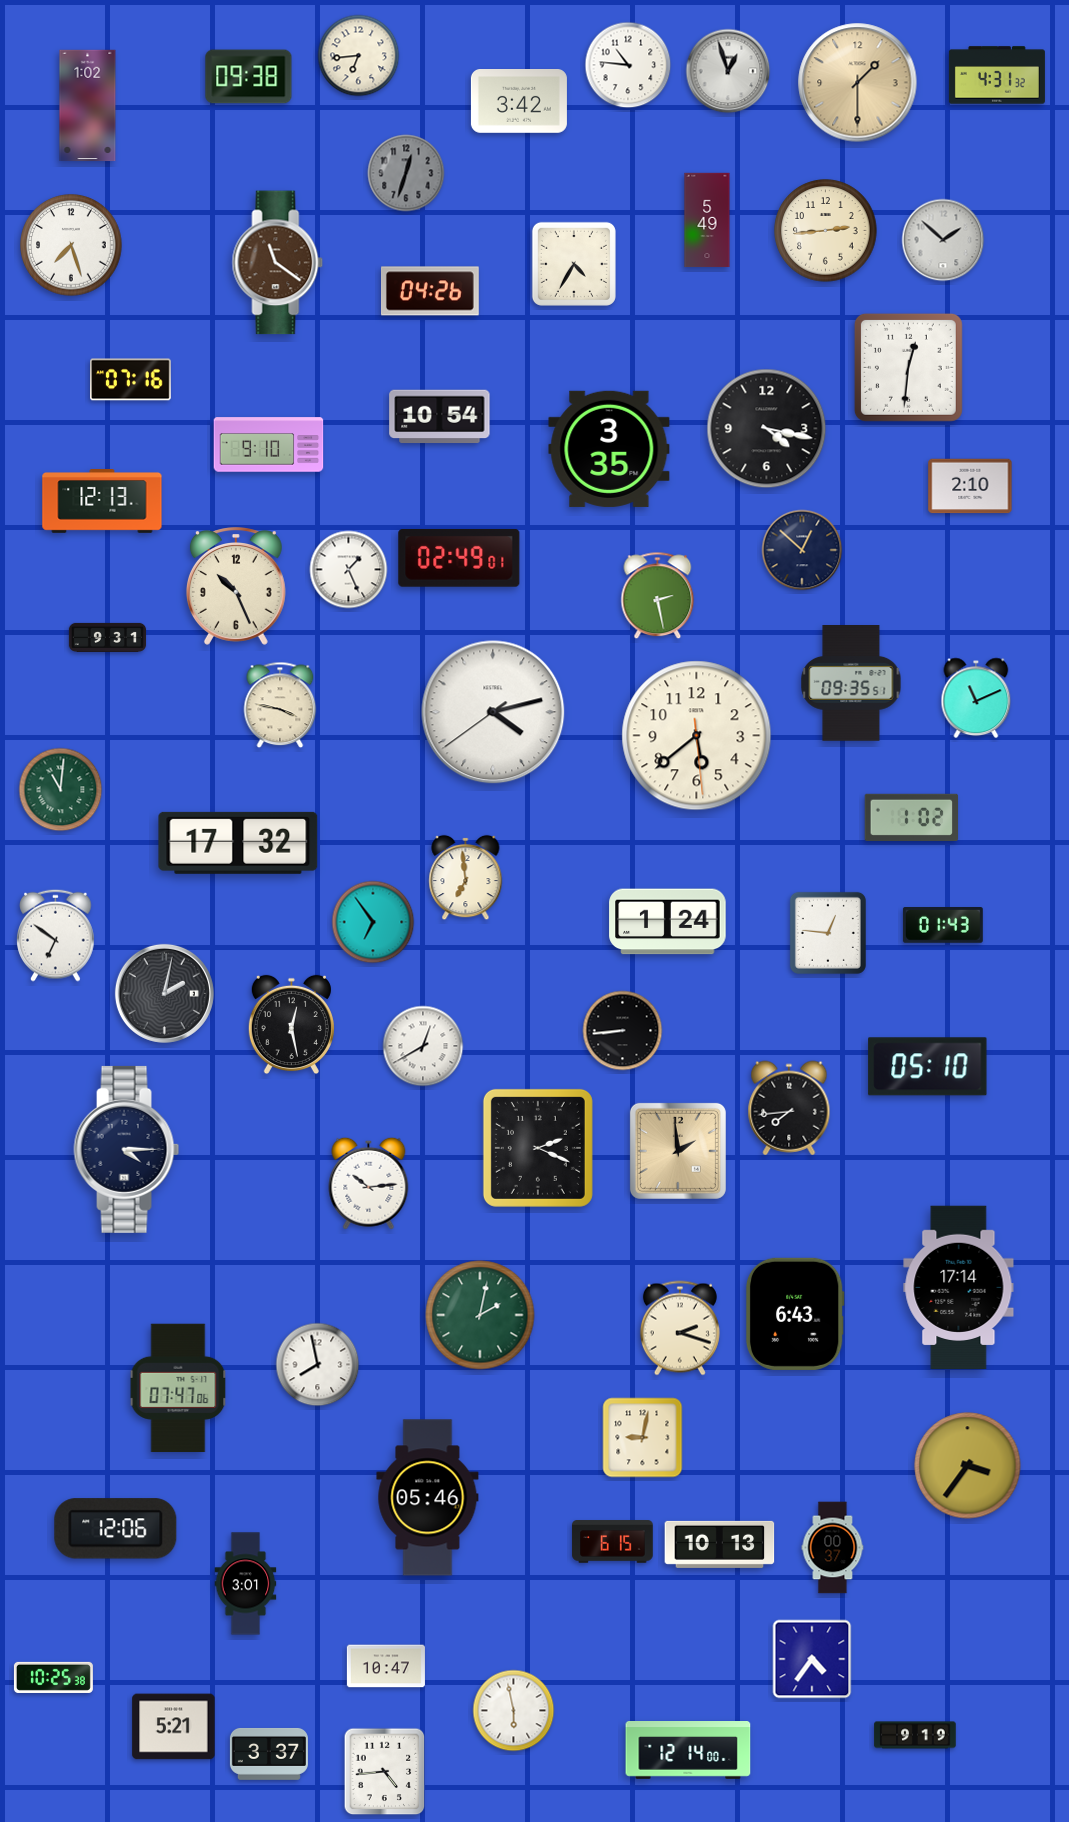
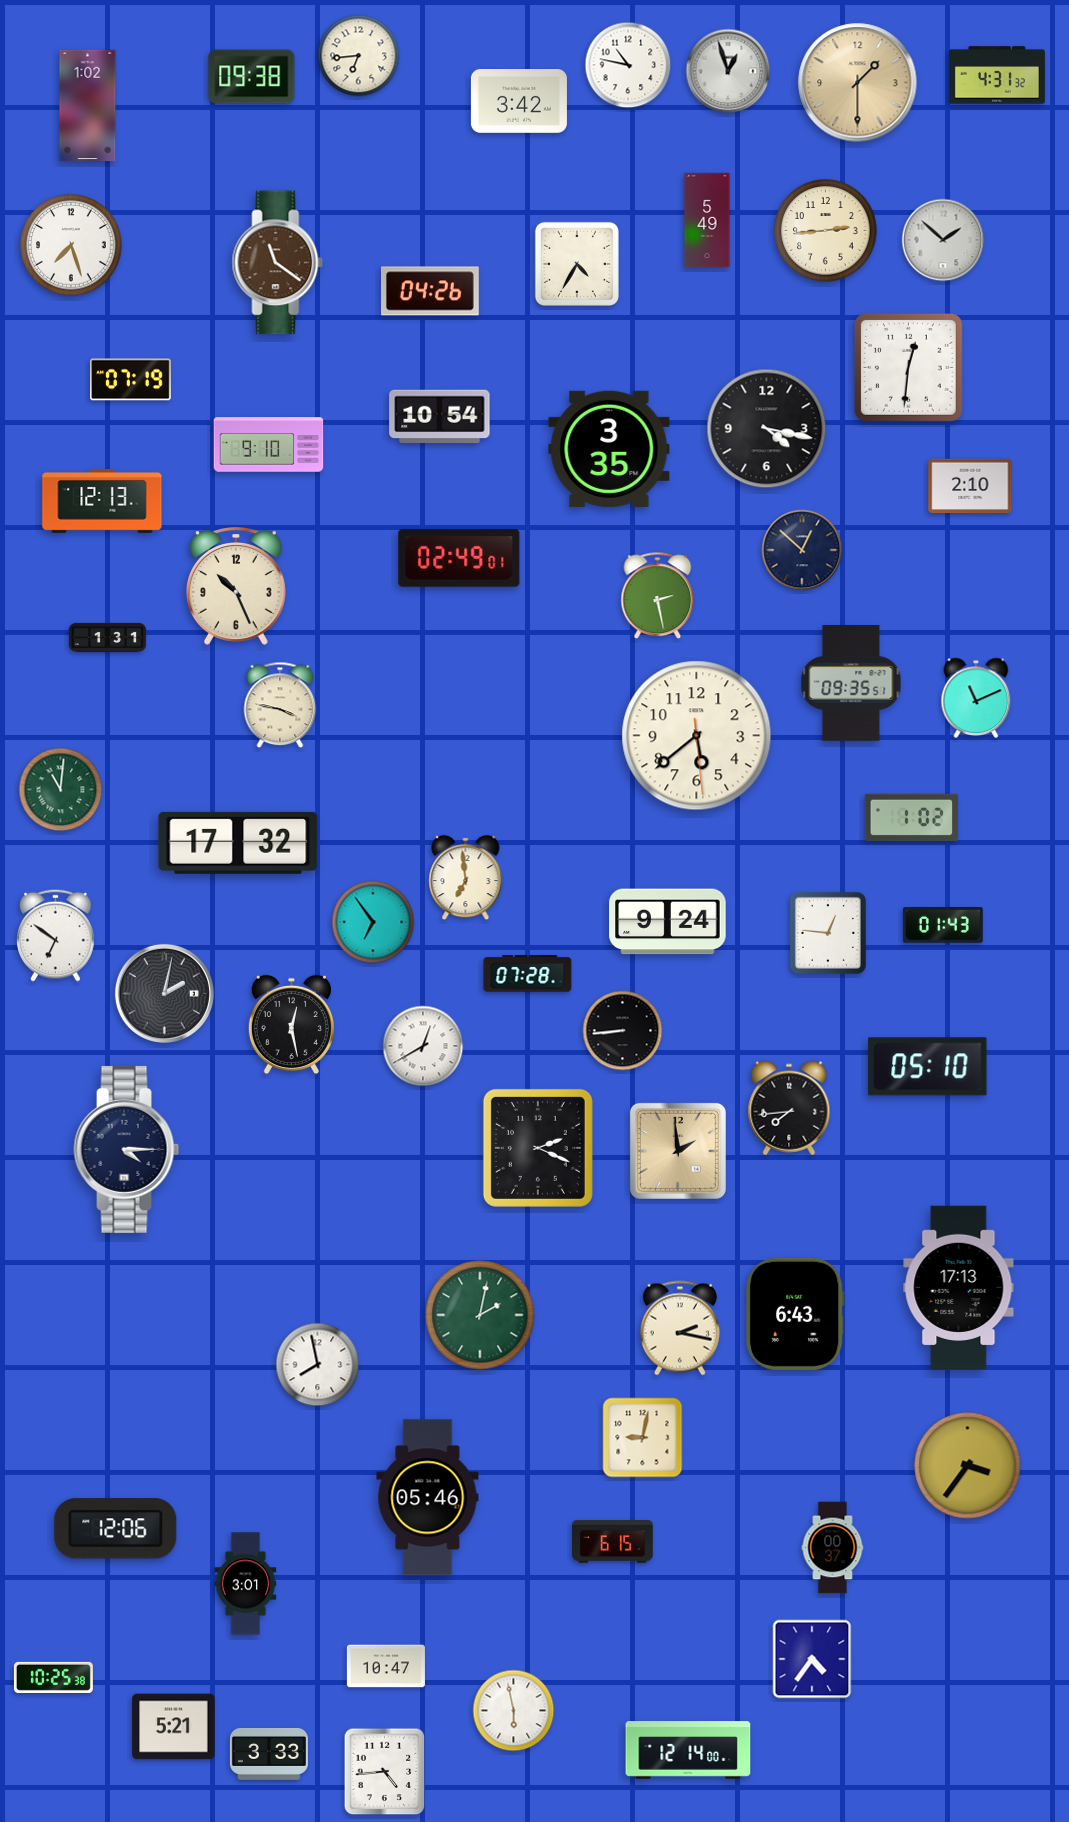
clock at (628, 65): 10:46 -> 10:47
clock at (249, 77) position: (249, 77) -> (252, 77)
clock at (406, 173): 12:33 -> none
clock at (574, 264) position: (574, 264) -> (577, 264)
clock at (131, 380): 07:16 -> 07:19
clock at (349, 570): 1:26 -> none
clock at (108, 637): 9:31 -> 1:31
clock at (493, 712): 4:12 -> none
clock at (668, 922): 1:24 -> 9:24
clock at (528, 974): none -> 07:28
clock at (369, 1183): 10:14 -> none
clock at (959, 1287): 17:14 -> 17:13
clock at (680, 1328): 2:18 -> 2:17
clock at (178, 1388): 07:47 -> none
clock at (720, 1544): 10:13 -> none
clock at (915, 1735): 9:19 -> none
clock at (269, 1754): 3:37 -> 3:33
